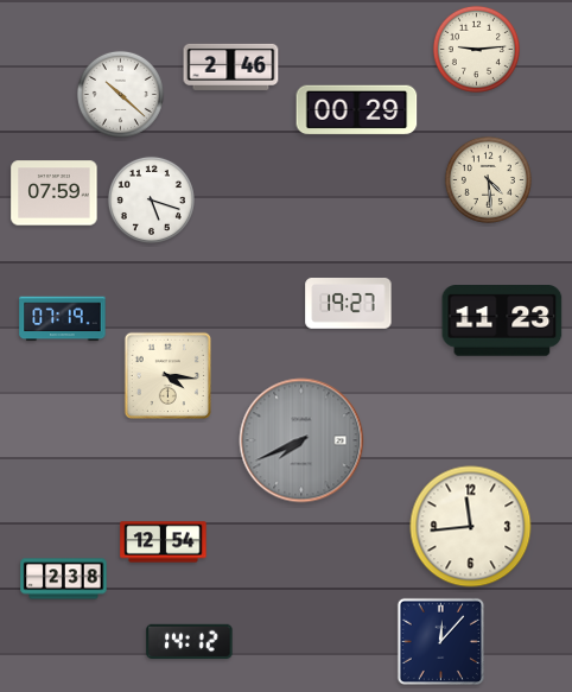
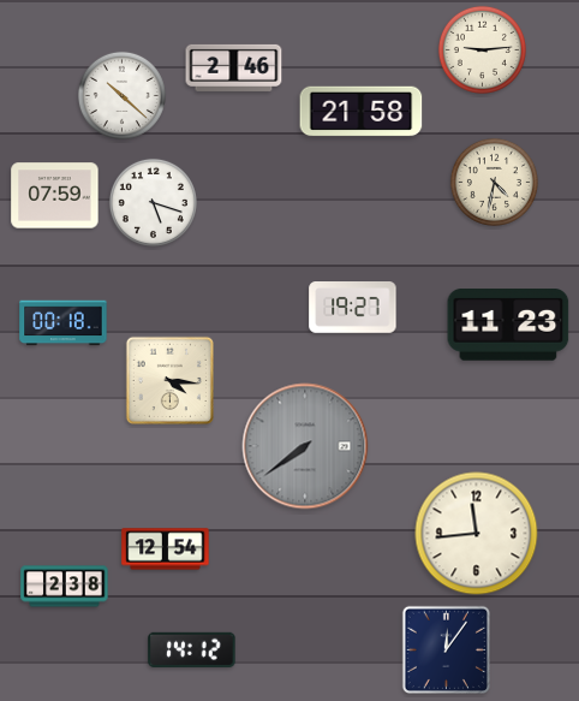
clock at (357, 110): 00:29 -> 21:58
clock at (488, 179): 4:29 -> 4:32
clock at (63, 319): 07:19 -> 00:18
clock at (301, 440): 7:41 -> 7:39
clock at (440, 641): 12:07 -> 12:06
